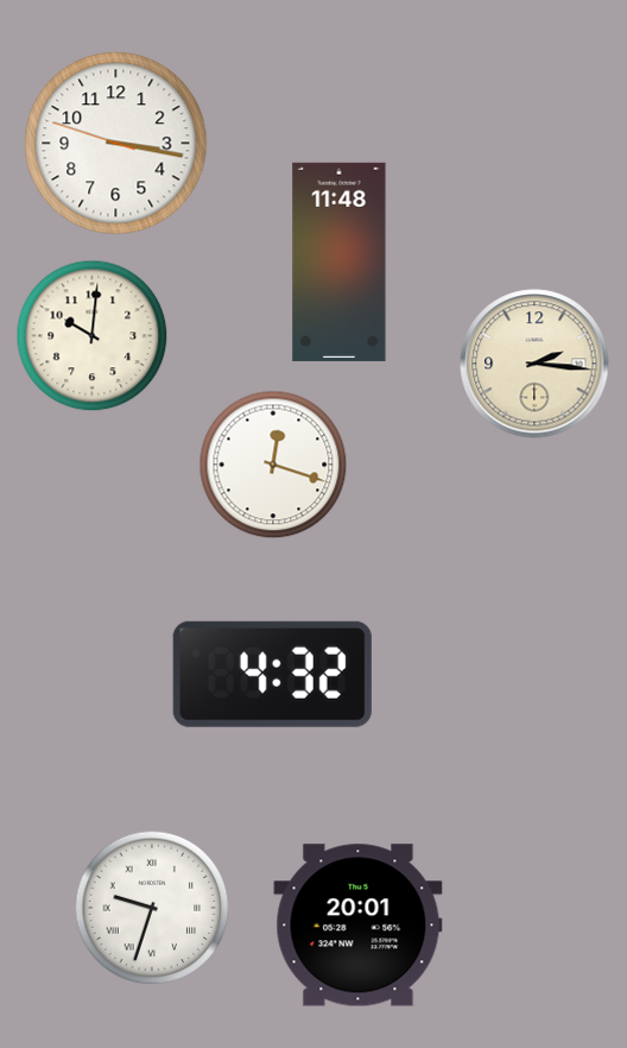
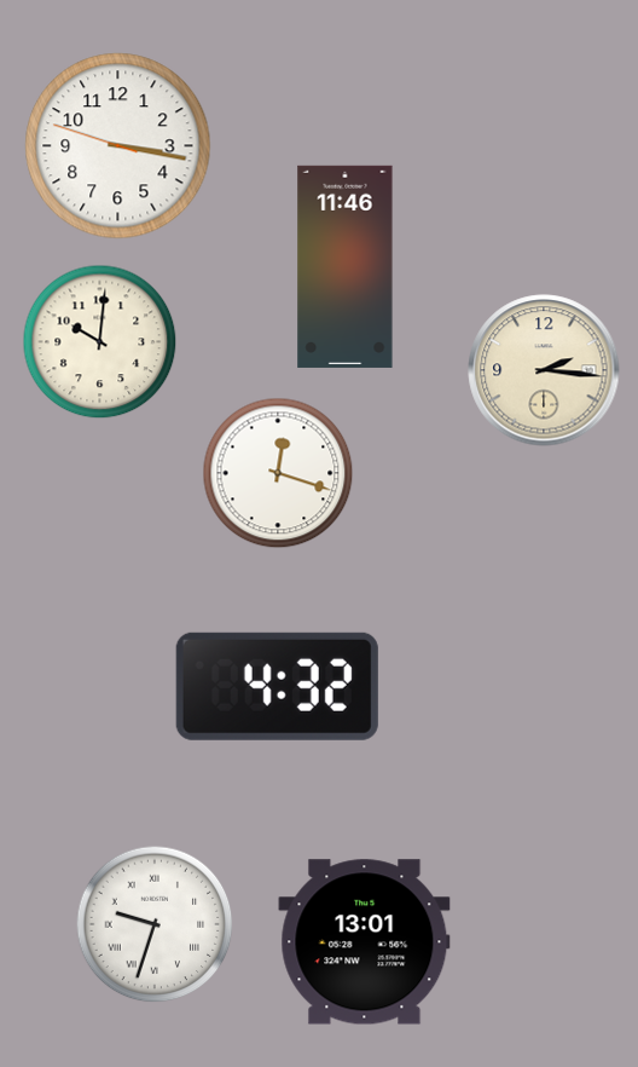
clock at (340, 261): 11:48 -> 11:46
clock at (93, 336) position: (93, 336) -> (100, 342)
clock at (359, 926): 20:01 -> 13:01
